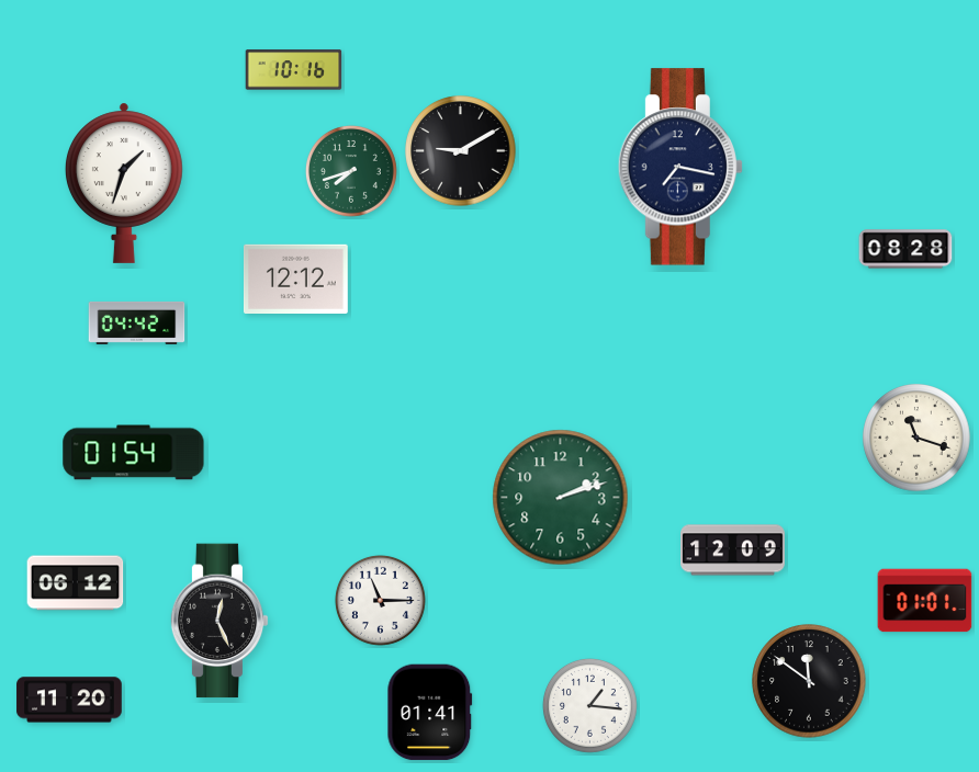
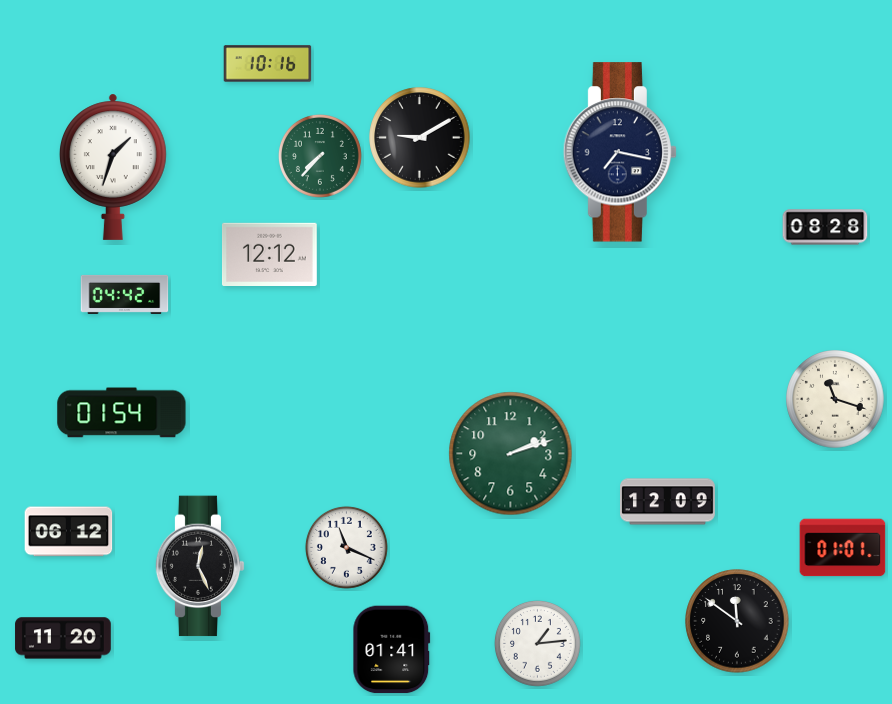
clock at (351, 171): 7:42 -> 7:37
clock at (380, 600): 11:15 -> 11:19
clock at (589, 705): 1:16 -> 1:14
